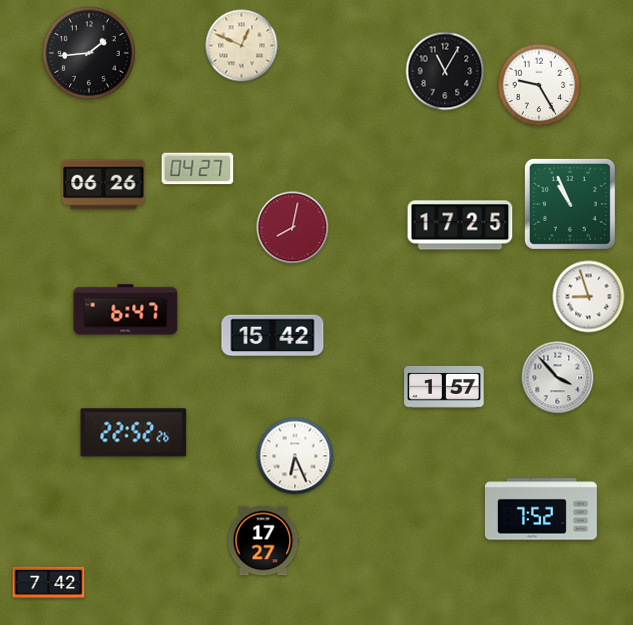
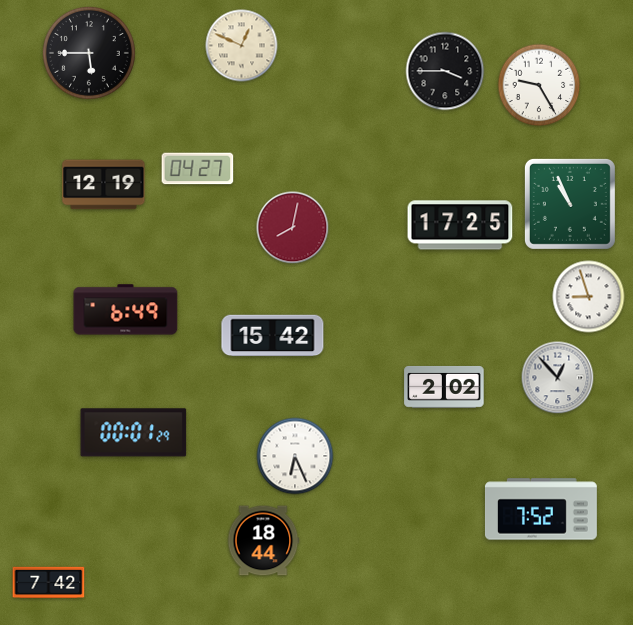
clock at (89, 53): 1:44 -> 5:45
clock at (445, 71): 11:05 -> 3:45
clock at (104, 185): 06:26 -> 12:19
clock at (126, 310): 6:47 -> 6:49
clock at (558, 378): 3:53 -> 12:53
clock at (444, 387): 1:57 -> 2:02
clock at (134, 433): 22:52 -> 00:01
clock at (263, 541): 17:27 -> 18:44
